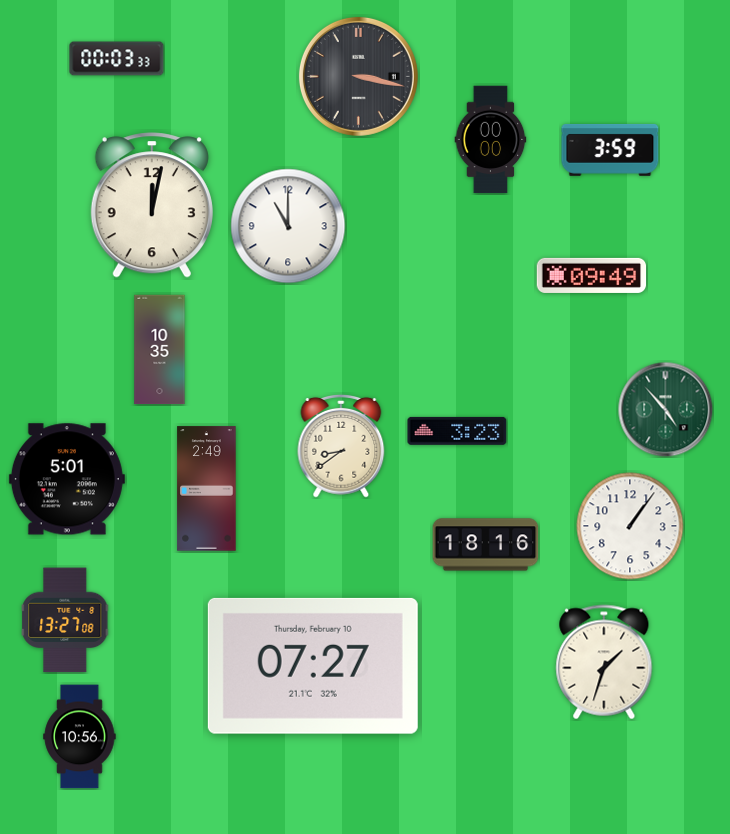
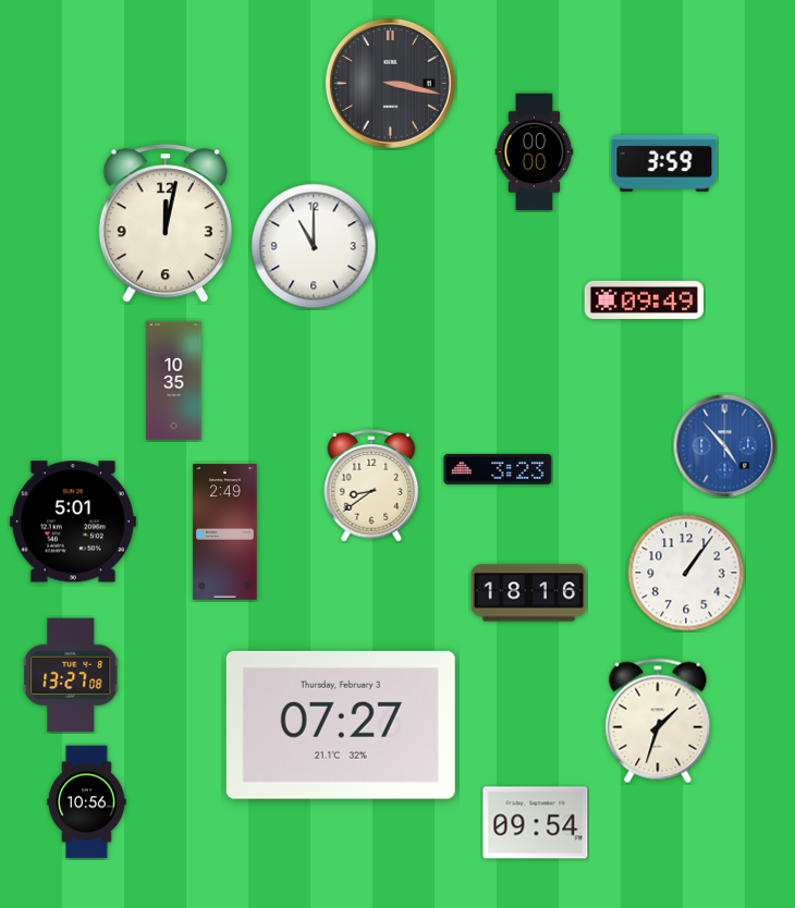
clock at (117, 59): 00:03 -> none
clock at (665, 409) dial: green -> blue
clock at (313, 666) date: Thursday, February 10 -> Thursday, February 3
clock at (536, 823): none -> 09:54
